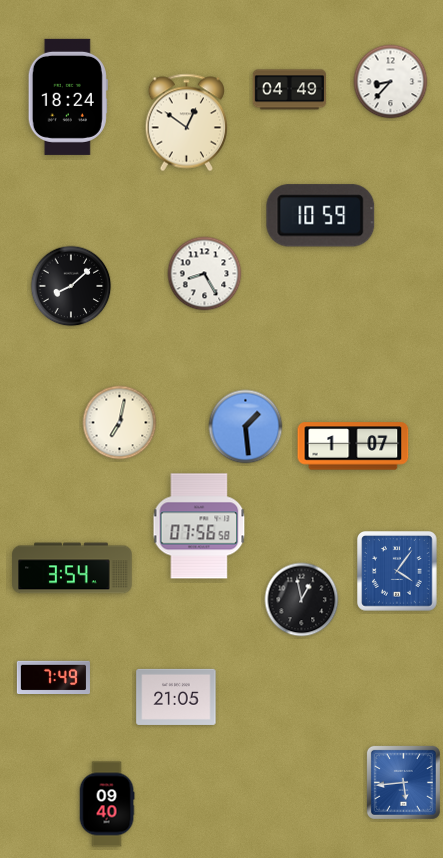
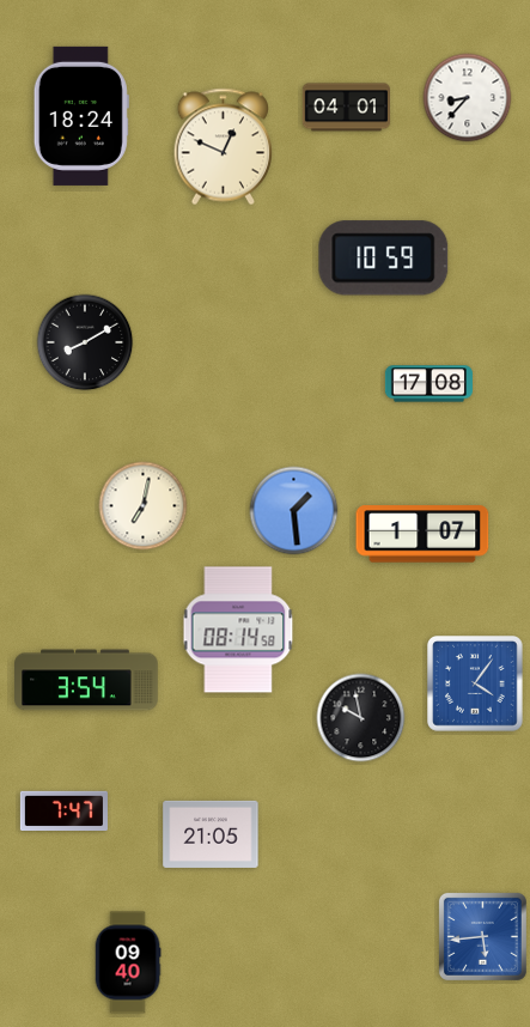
clock at (289, 90): 04:49 -> 04:01
clock at (186, 123): 12:51 -> 12:49
clock at (205, 274): 8:25 -> none
clock at (71, 286): 8:08 -> 8:10
clock at (428, 384): none -> 17:08
clock at (199, 526): 07:56 -> 08:14
clock at (302, 600): 12:58 -> 9:58
clock at (53, 677): 7:49 -> 7:47
